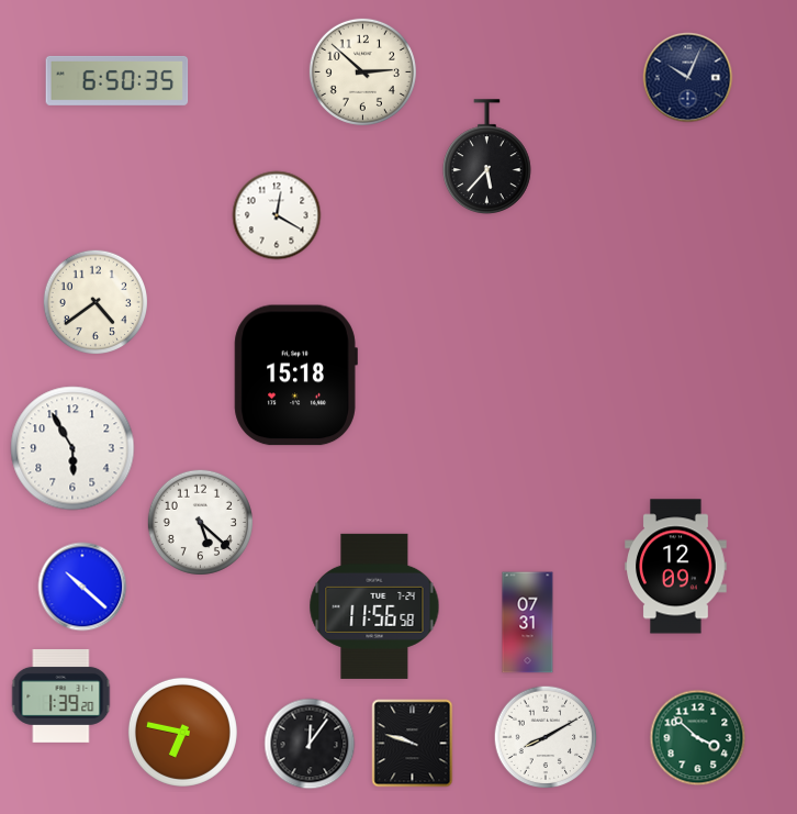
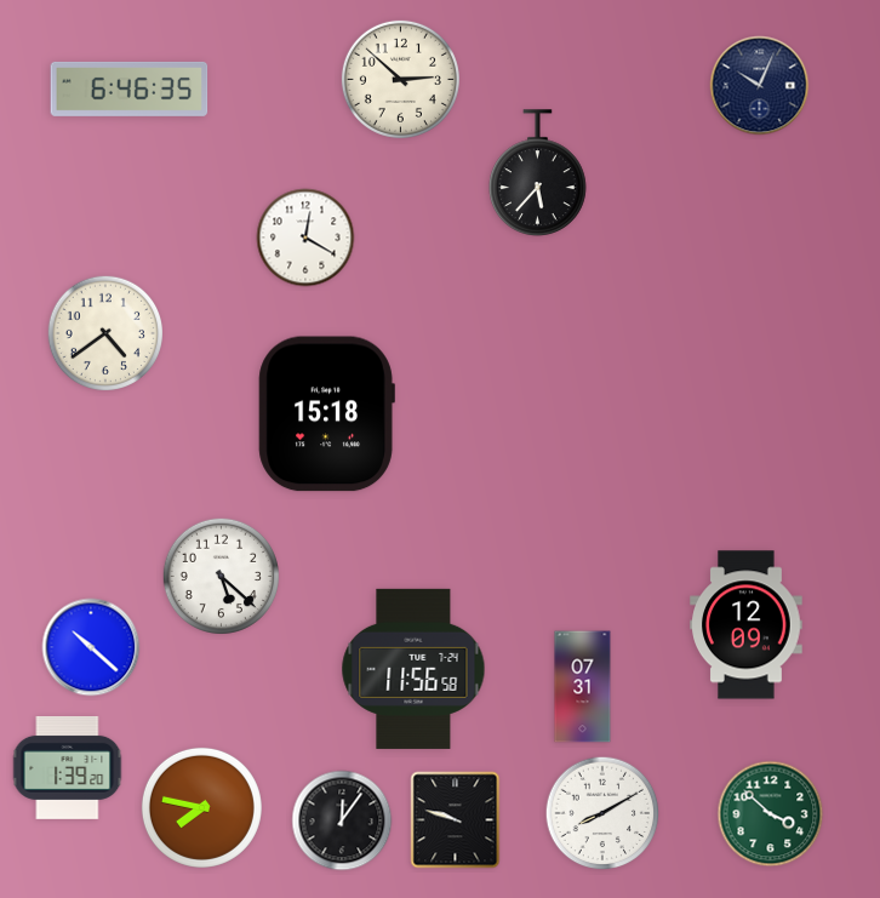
clock at (117, 80): 6:50 -> 6:46
clock at (72, 448): 5:55 -> none
clock at (182, 732): 6:47 -> 7:47
